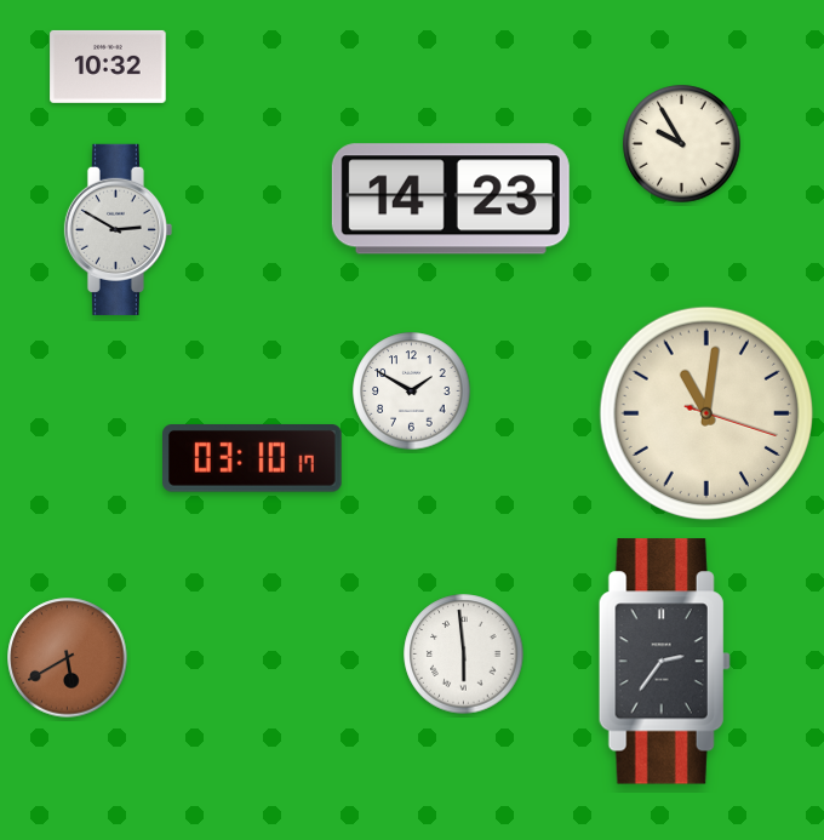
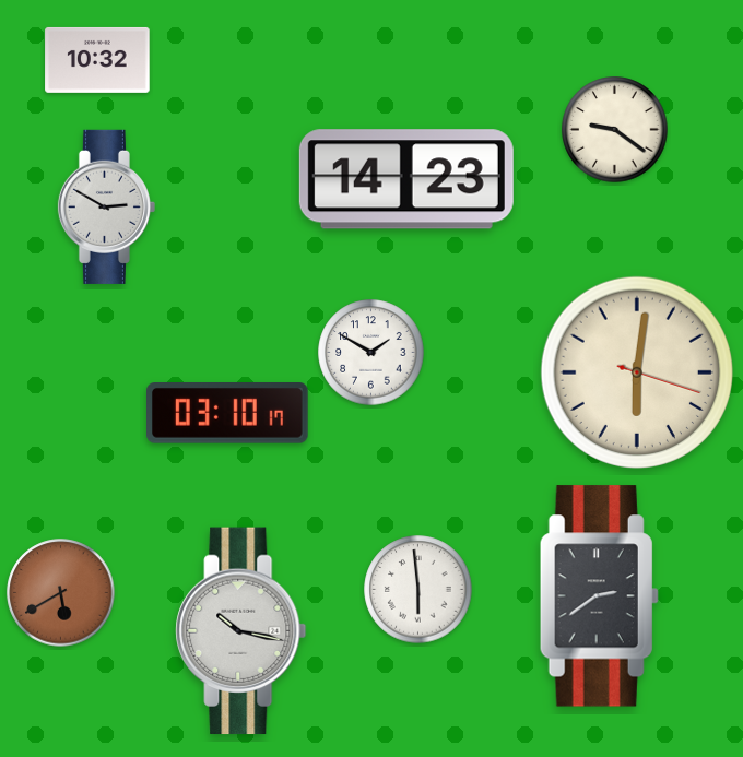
clock at (682, 144): 9:55 -> 9:21
clock at (706, 413): 11:01 -> 6:01
clock at (664, 662): 2:36 -> 2:39
clock at (241, 631): none -> 10:17
